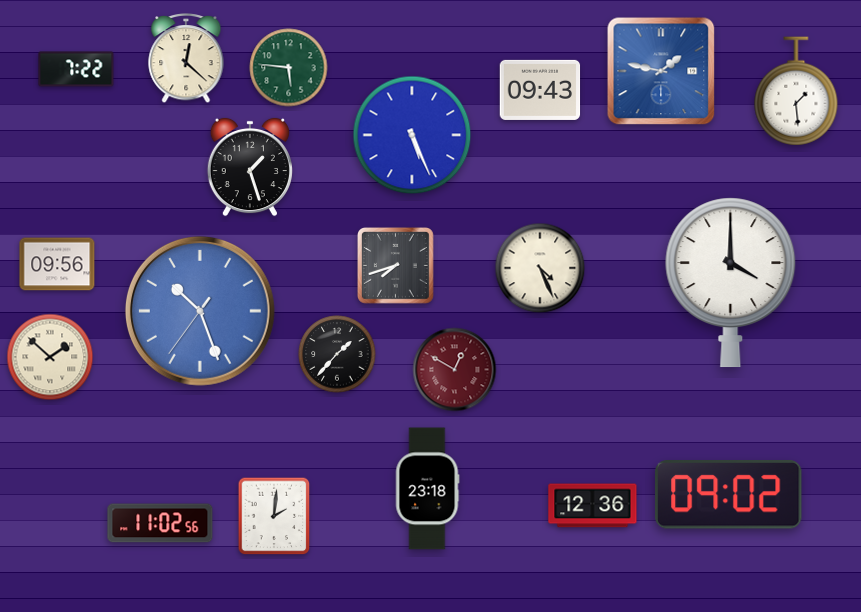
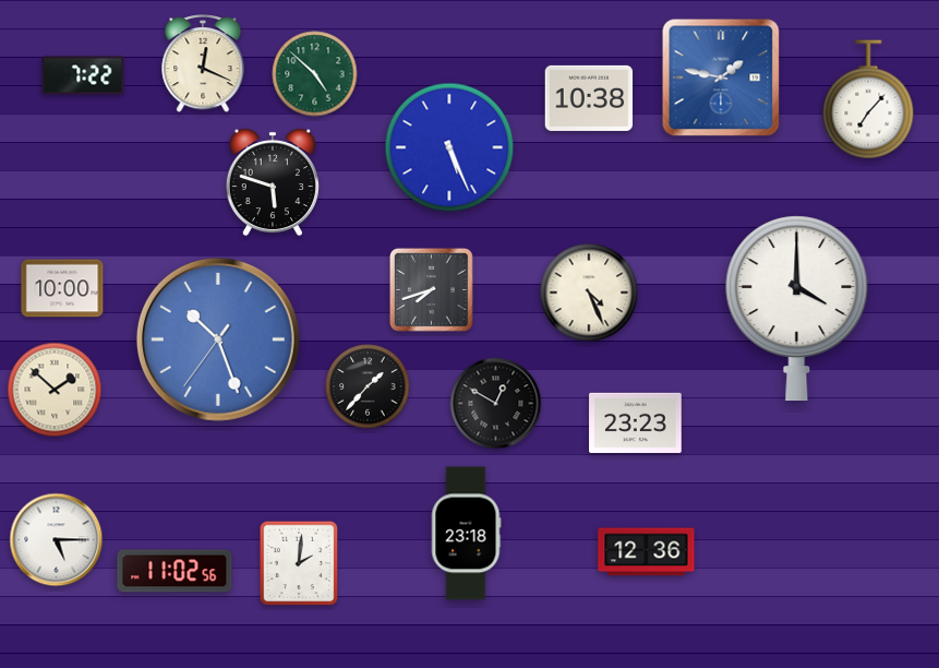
clock at (186, 58): 12:22 -> 12:19
clock at (289, 68): 5:46 -> 4:52
clock at (540, 90): 09:43 -> 10:38
clock at (796, 91): 1:29 -> 7:07
clock at (250, 167): 1:27 -> 5:48
clock at (57, 264): 09:56 -> 10:00
clock at (455, 370) dial: burgundy -> black
clock at (636, 422): none -> 23:23
clock at (57, 540): none -> 5:15
clock at (729, 495): 09:02 -> none
